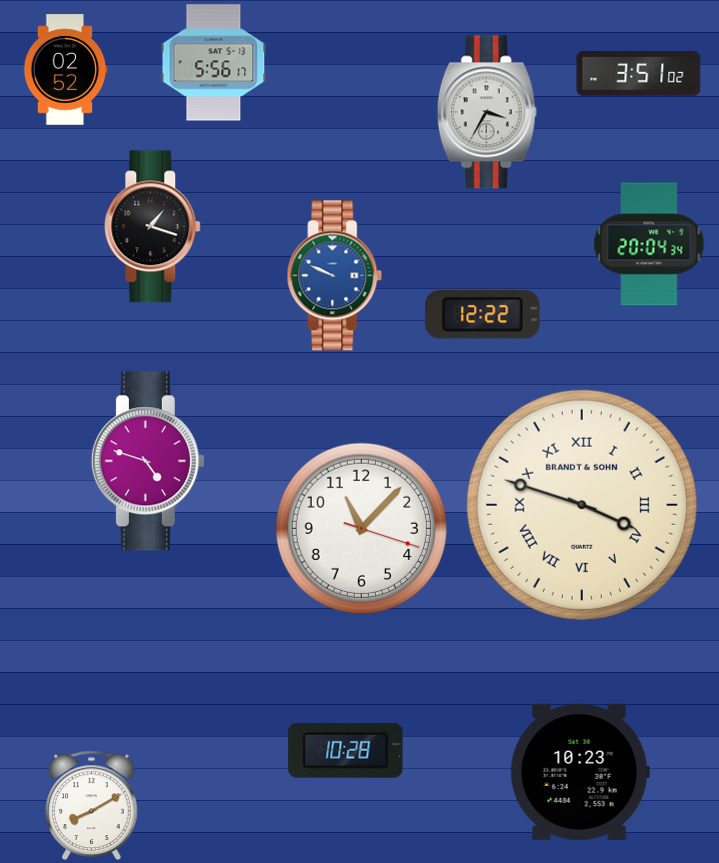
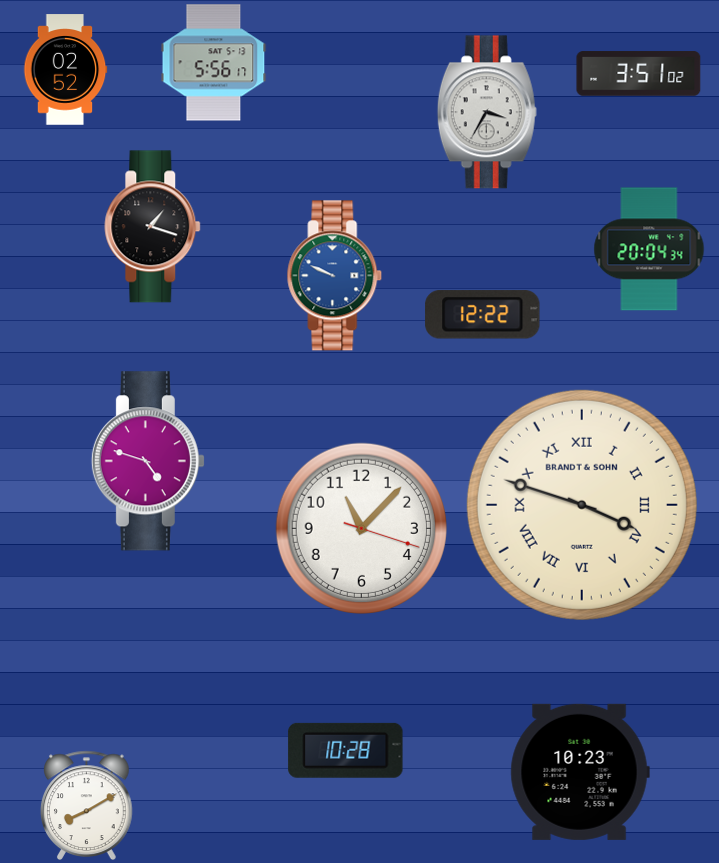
clock at (649, 244) position: (649, 244) -> (649, 249)
clock at (92, 805) position: (92, 805) -> (87, 805)
